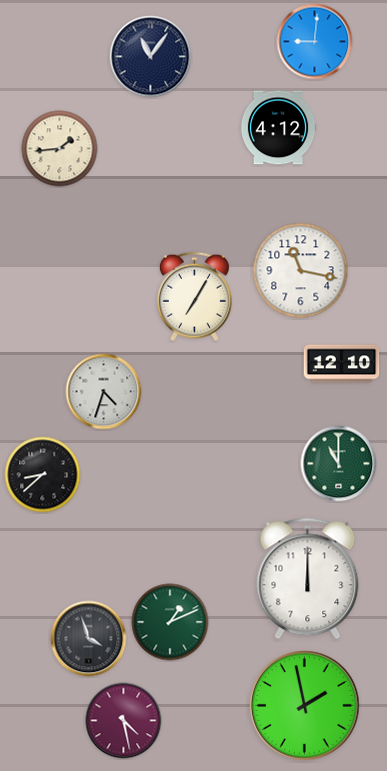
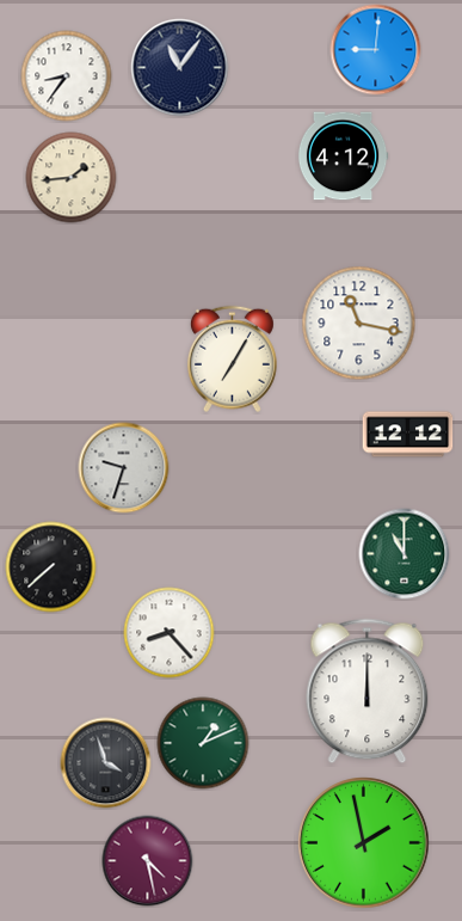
clock at (67, 76): none -> 8:36
clock at (278, 128) position: (278, 128) -> (343, 156)
clock at (194, 297) position: (194, 297) -> (232, 360)
clock at (342, 364): 12:10 -> 12:12
clock at (104, 392): 4:33 -> 9:33
clock at (43, 475): 8:38 -> 7:38
clock at (170, 633): none -> 8:23
